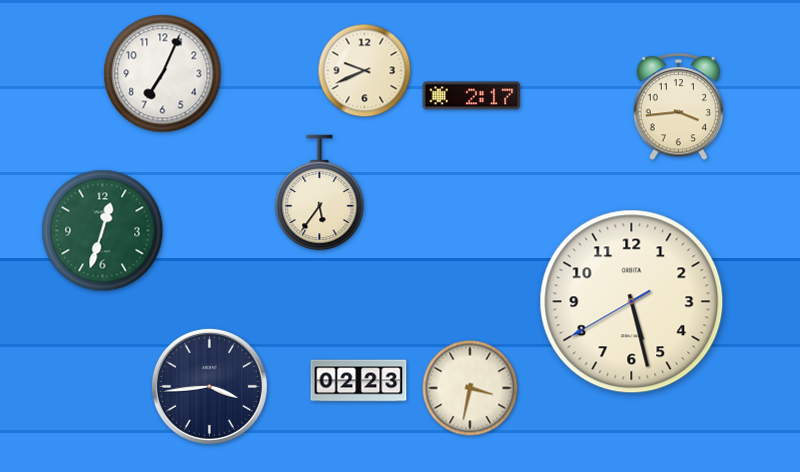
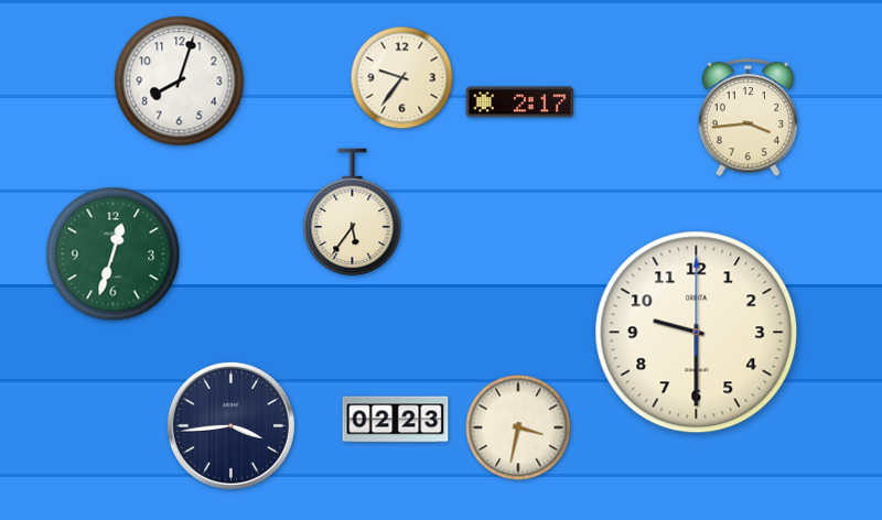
clock at (365, 71): 9:41 -> 9:36
clock at (163, 74): 7:04 -> 8:03
clock at (472, 96) position: (472, 96) -> (520, 102)
clock at (632, 302): 5:27 -> 9:30
